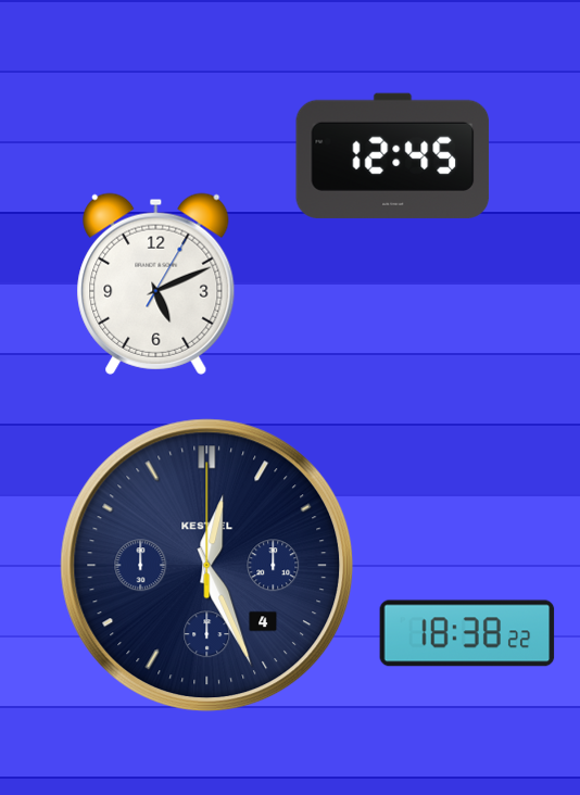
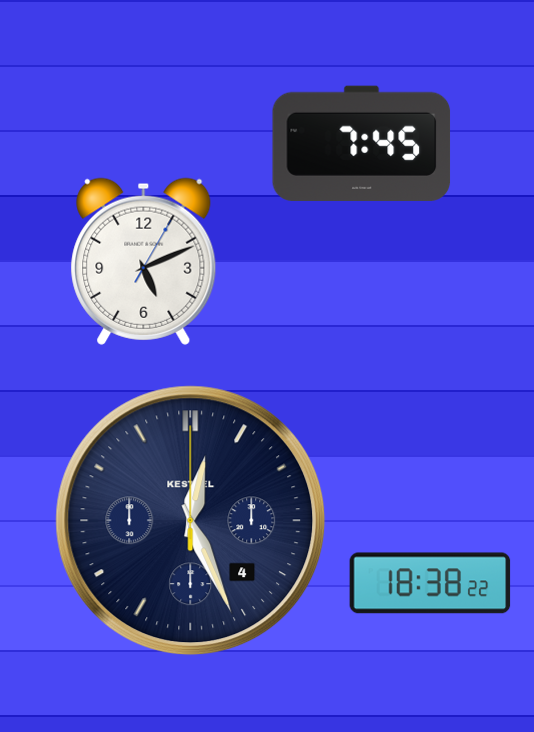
clock at (393, 155): 12:45 -> 7:45
